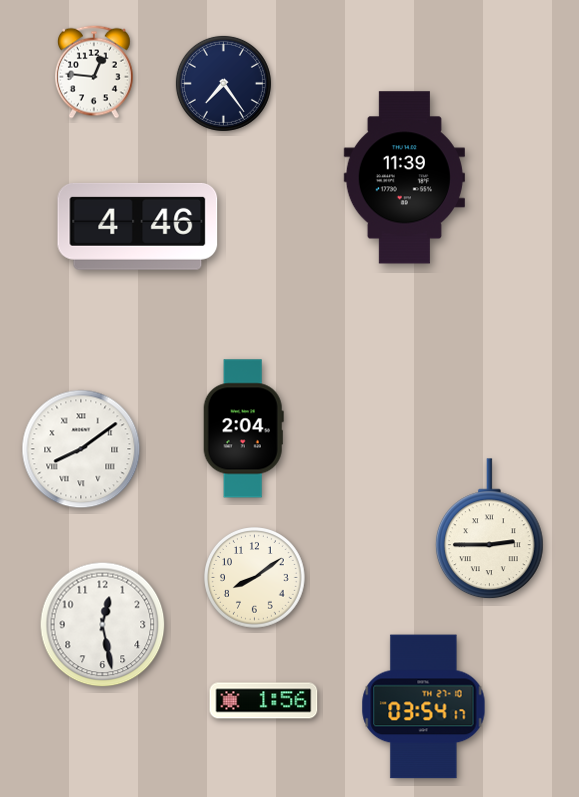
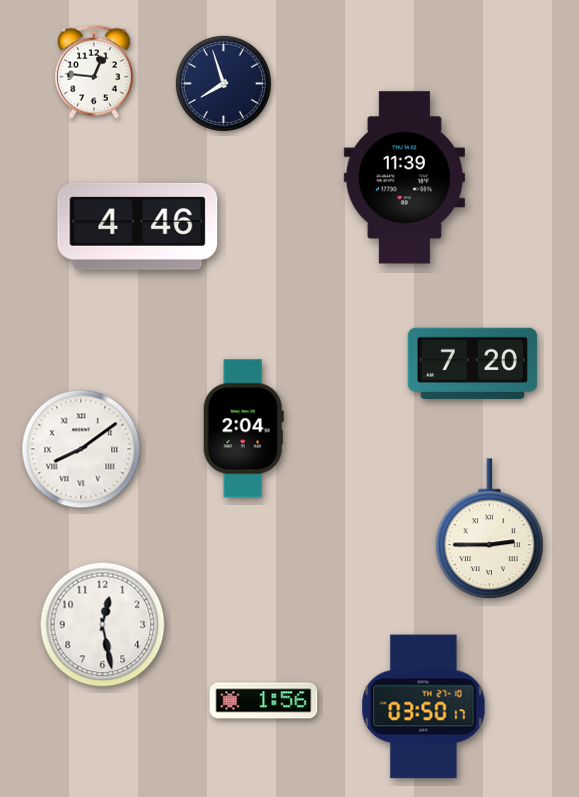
clock at (223, 83): 7:24 -> 7:57
clock at (472, 363): none -> 7:20
clock at (255, 578): 8:09 -> none
clock at (424, 707): 03:54 -> 03:50
